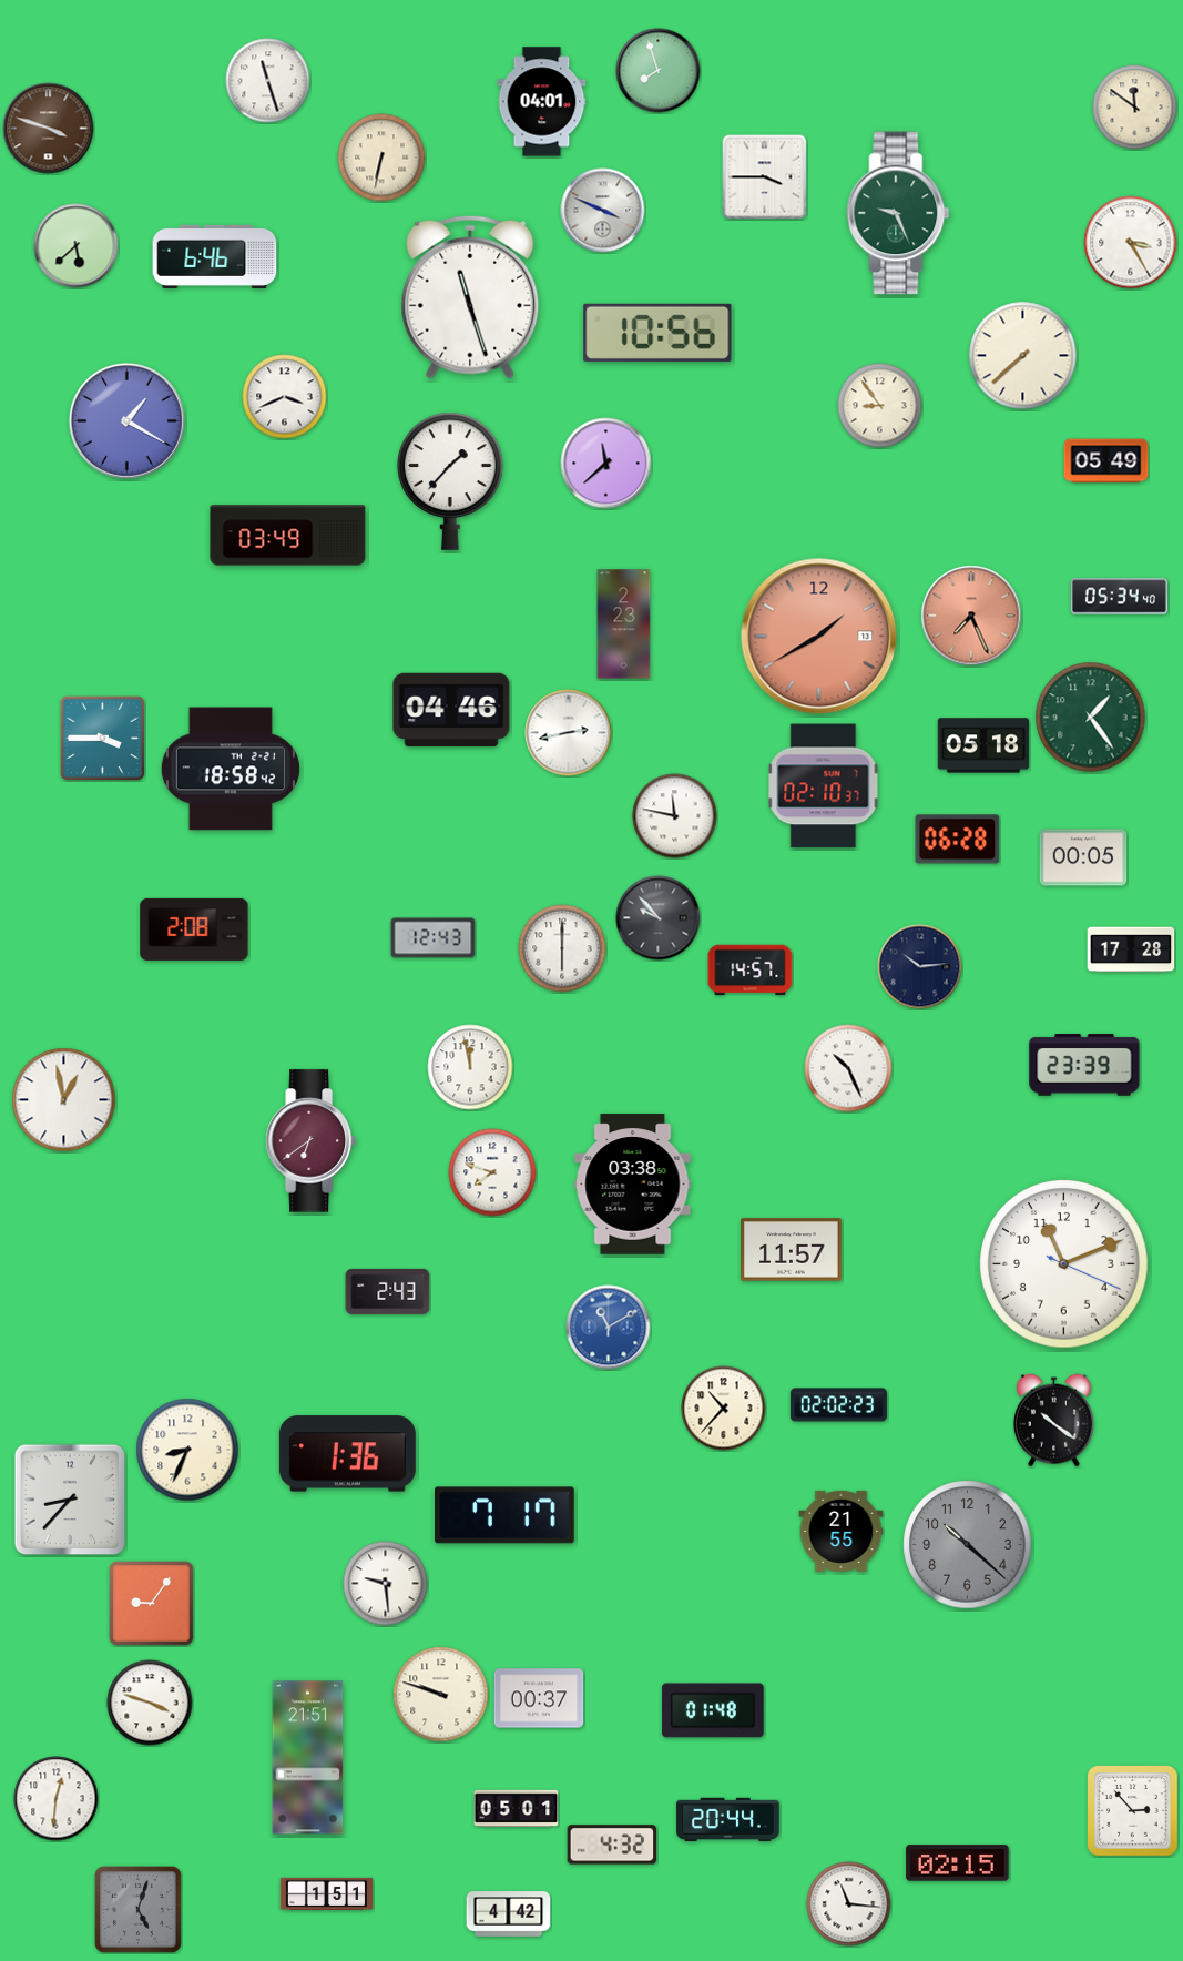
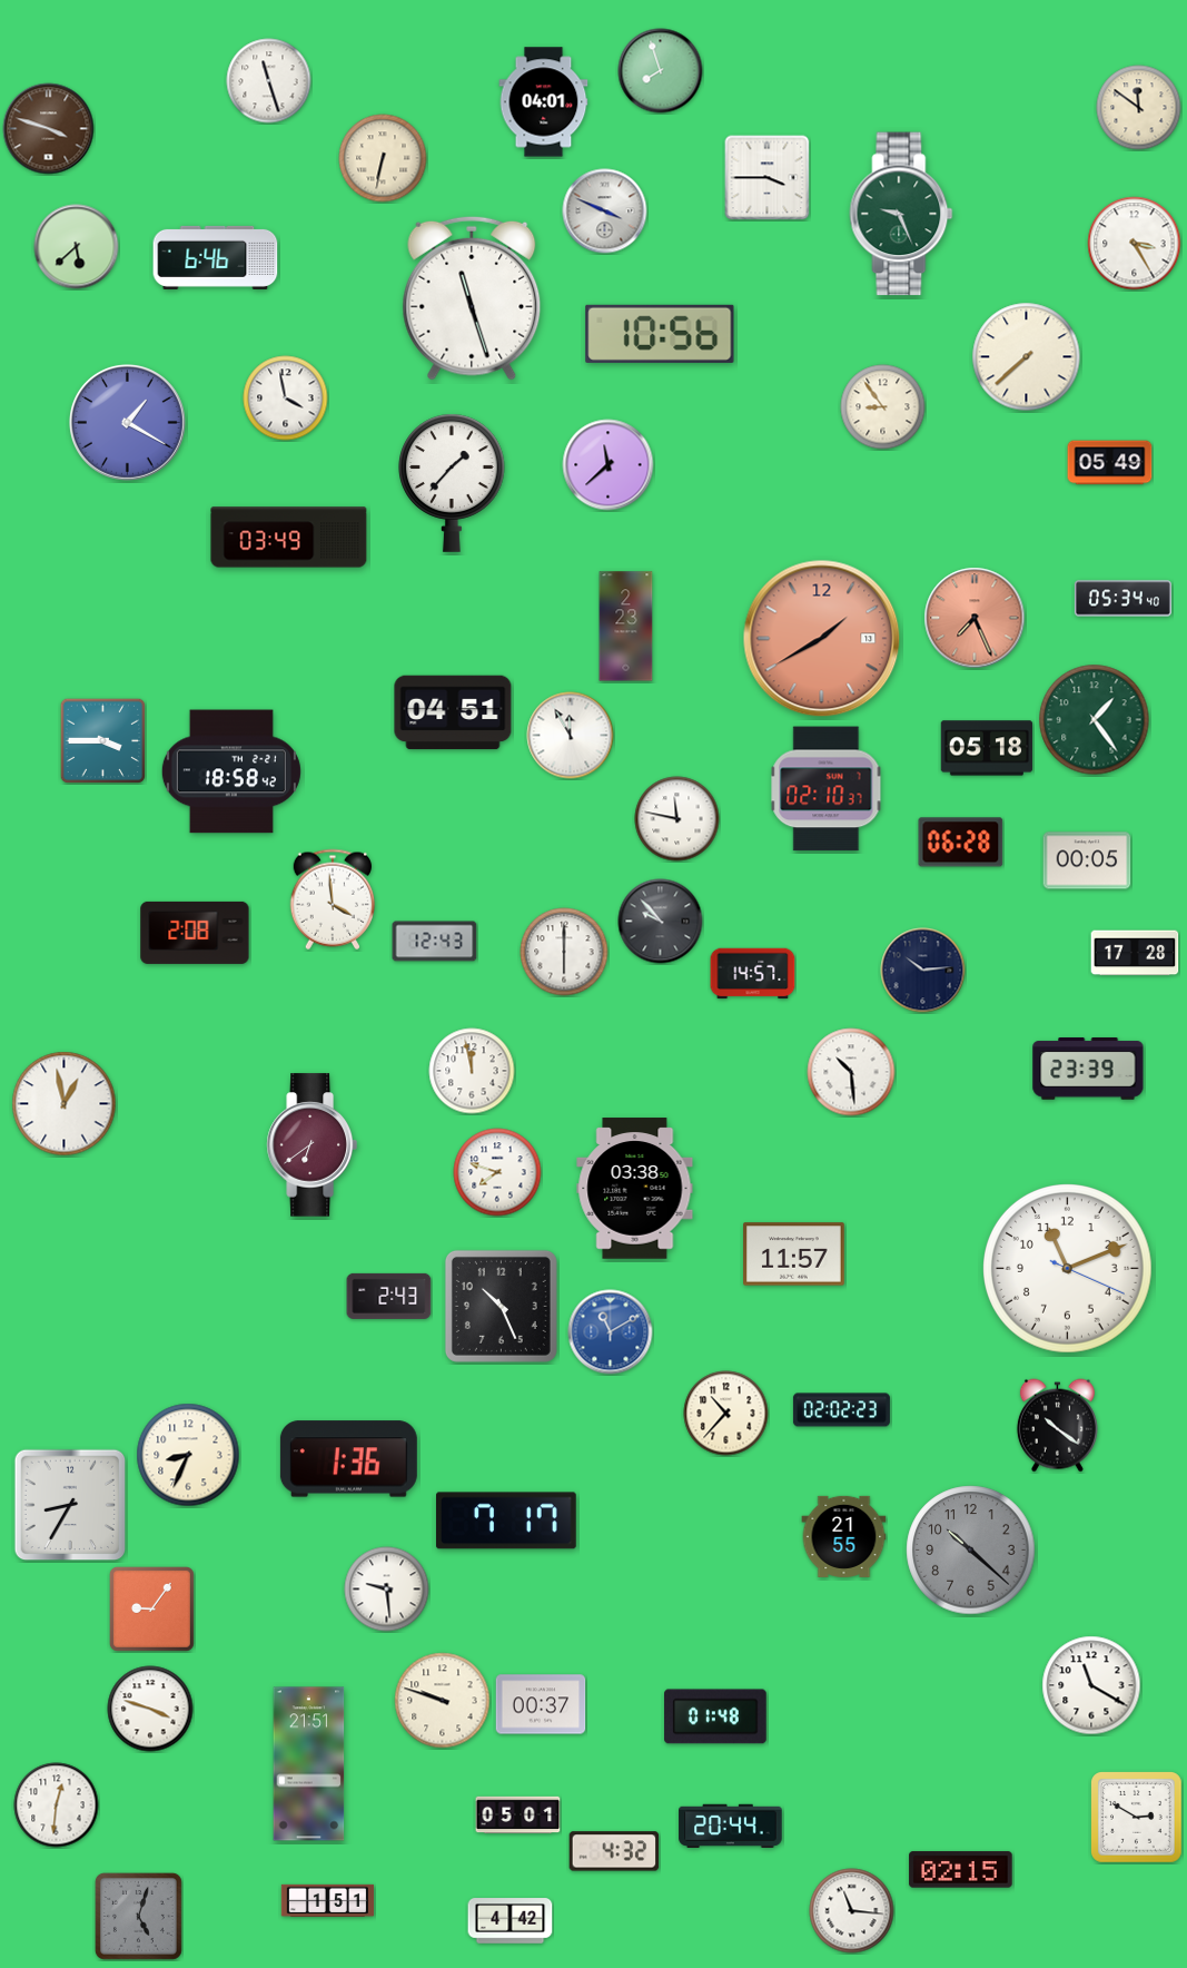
clock at (285, 397): 3:41 -> 3:58
clock at (451, 710): 04:46 -> 04:51
clock at (569, 733): 2:43 -> 11:55
clock at (333, 899): none -> 3:59
clock at (848, 1068): 10:26 -> 10:29
clock at (492, 1172) position: (492, 1172) -> (497, 1172)
clock at (501, 1306): none -> 10:26
clock at (70, 1500): 8:37 -> 8:35
clock at (1091, 1685): none -> 11:20
clock at (1133, 1811): 2:53 -> 2:50
